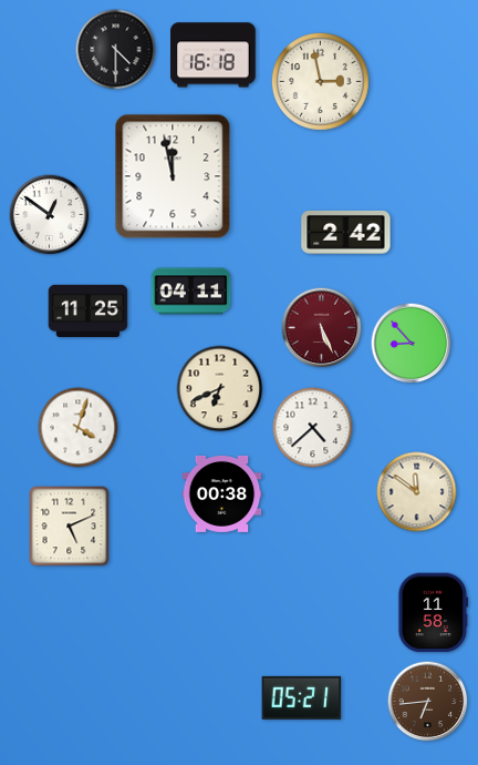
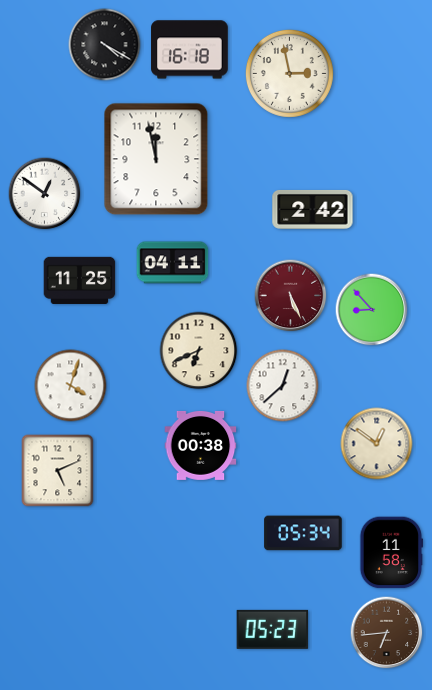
clock at (116, 50): 4:30 -> 4:20
clock at (214, 55) position: (214, 55) -> (190, 50)
clock at (313, 428): 4:38 -> 12:38
clock at (417, 492): 11:51 -> 12:51
clock at (70, 527) position: (70, 527) -> (58, 471)
clock at (303, 533): none -> 05:34
clock at (302, 697): 05:21 -> 05:23
